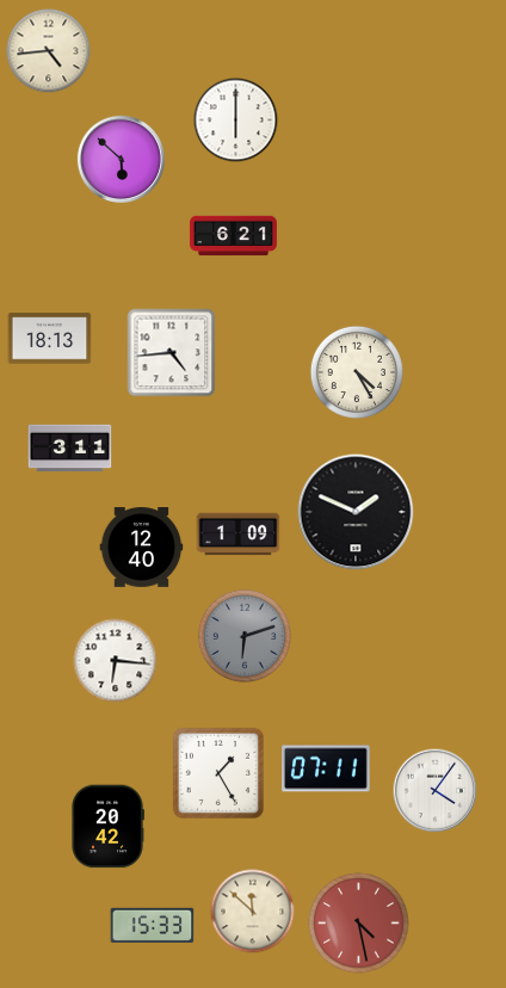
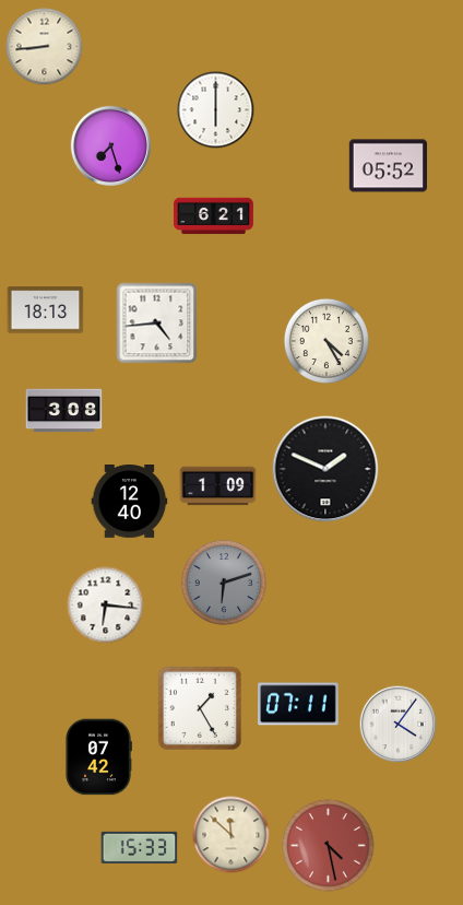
clock at (49, 51): 4:44 -> 8:44
clock at (121, 159): 5:52 -> 7:27
clock at (388, 166): none -> 05:52
clock at (70, 449): 3:11 -> 3:08
clock at (239, 535) position: (239, 535) -> (218, 486)
clock at (107, 827): 20:42 -> 07:42
